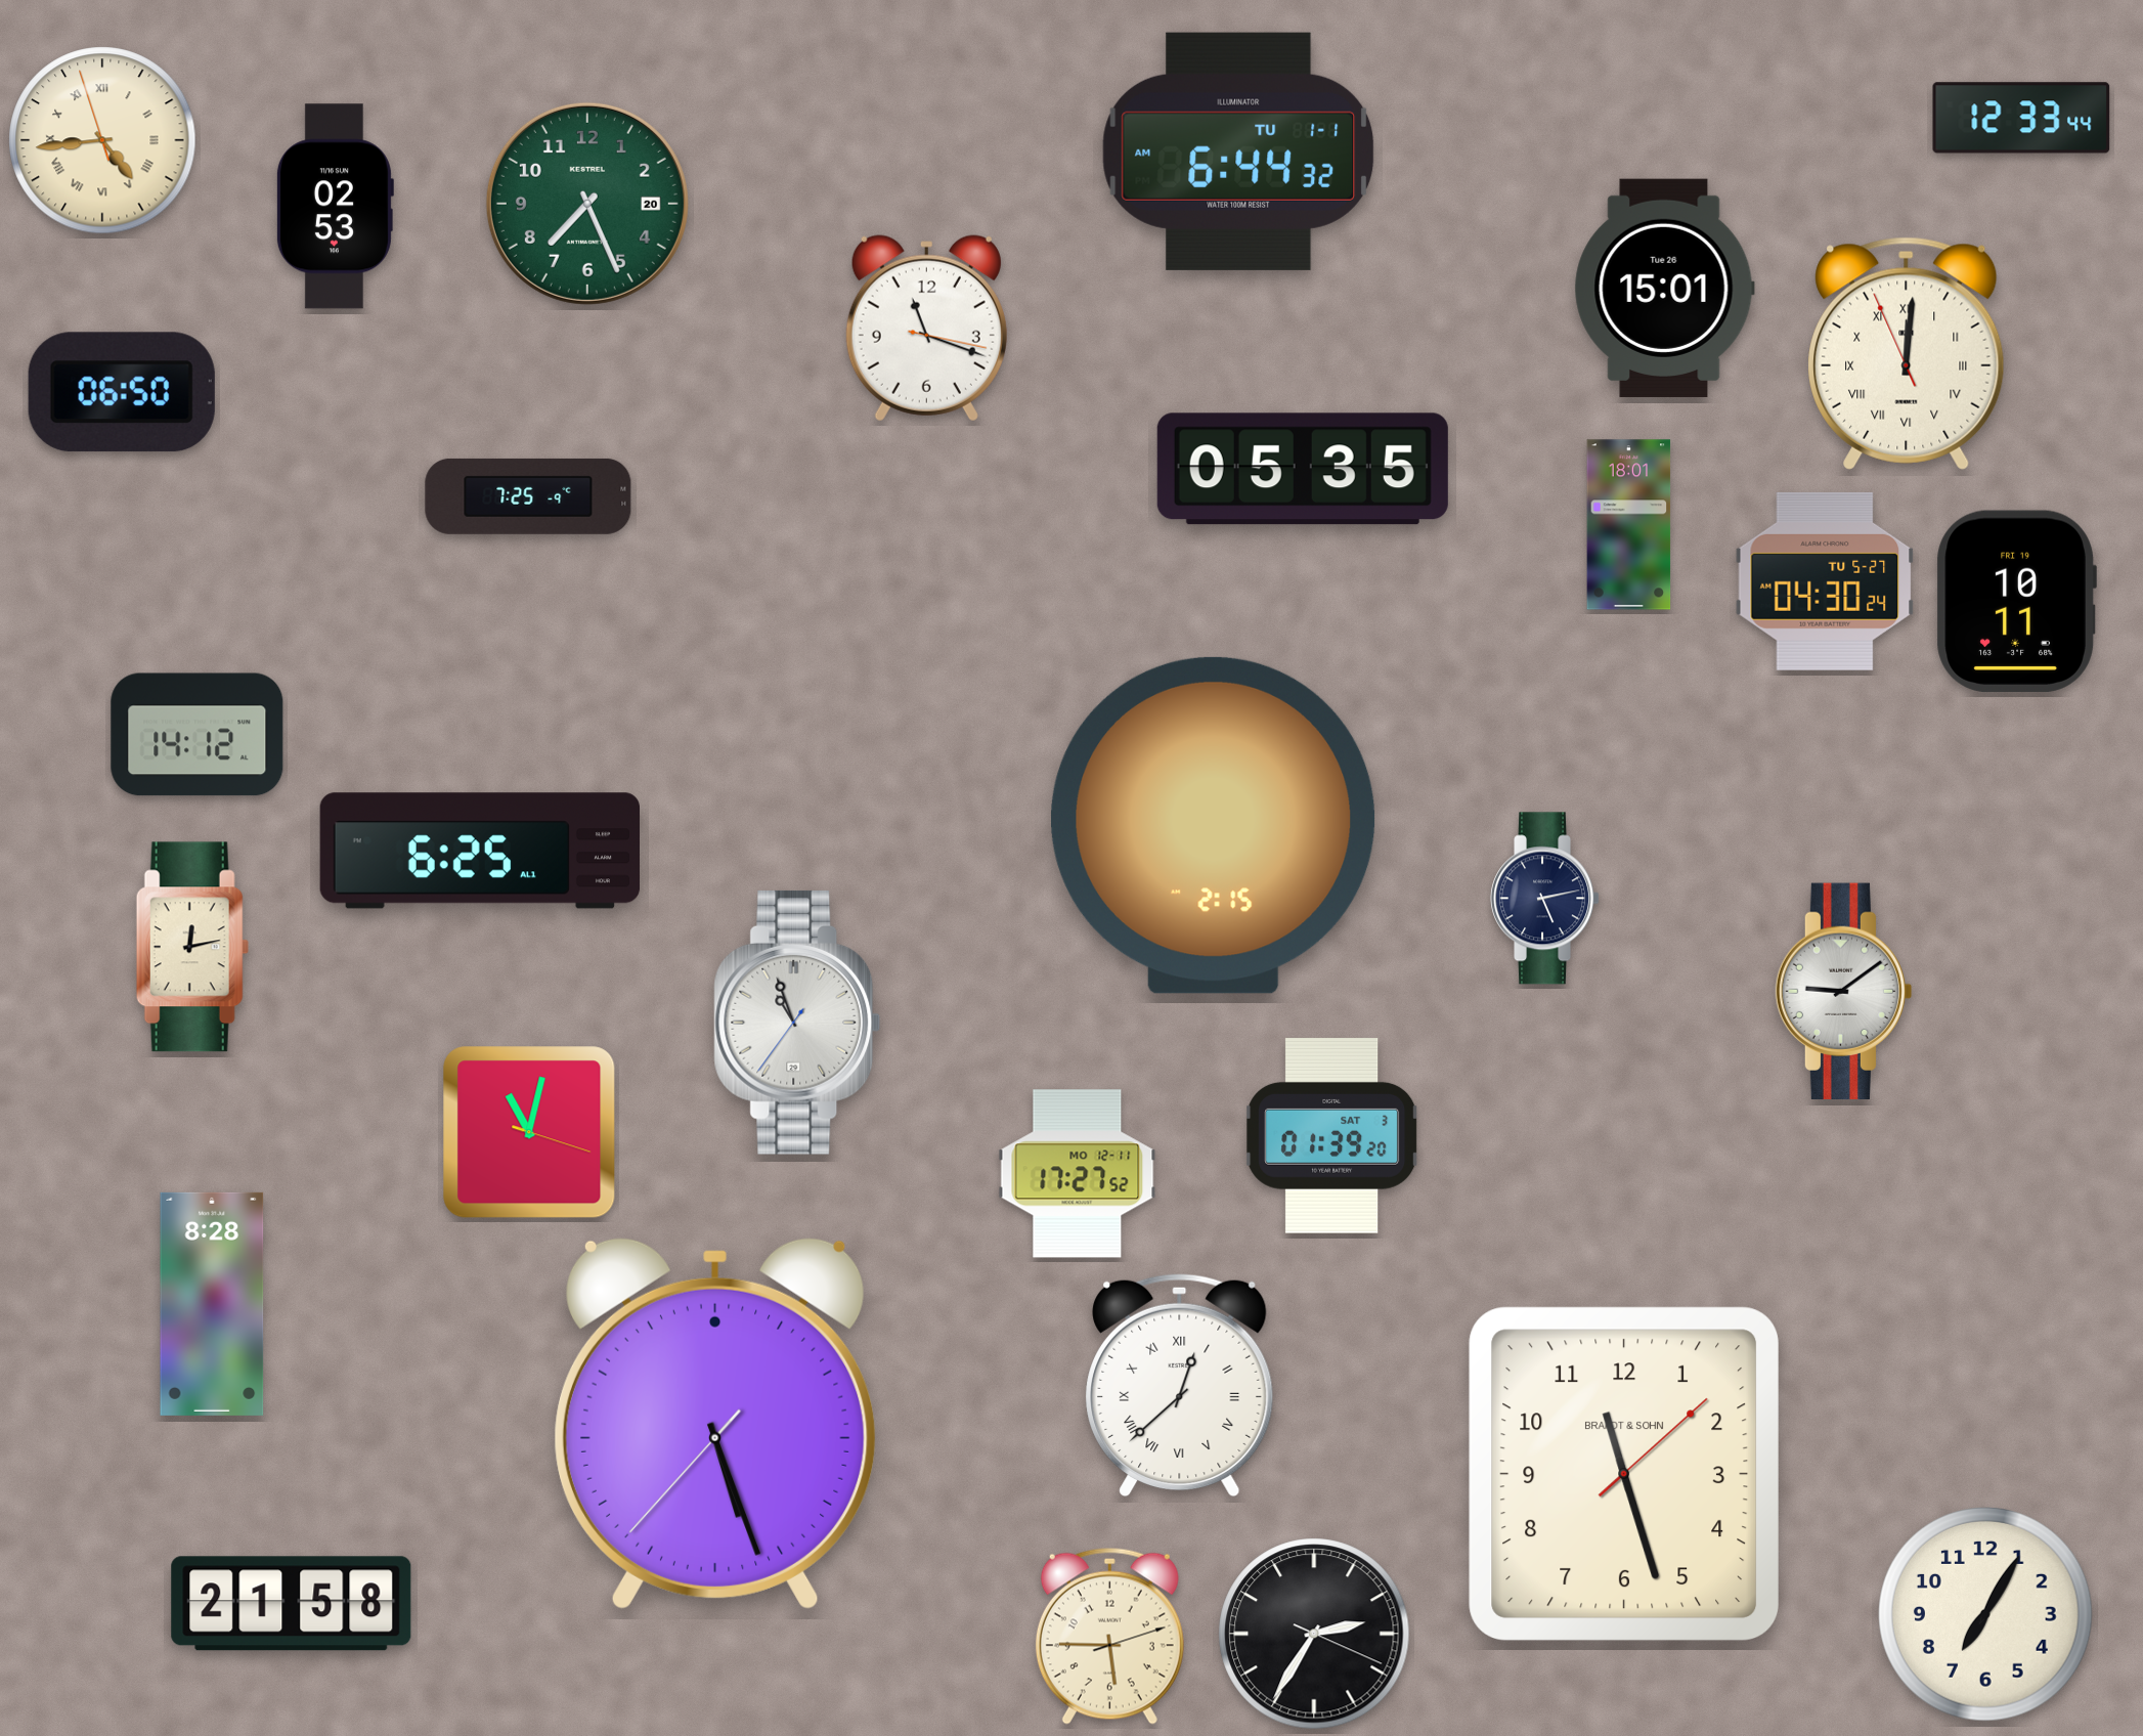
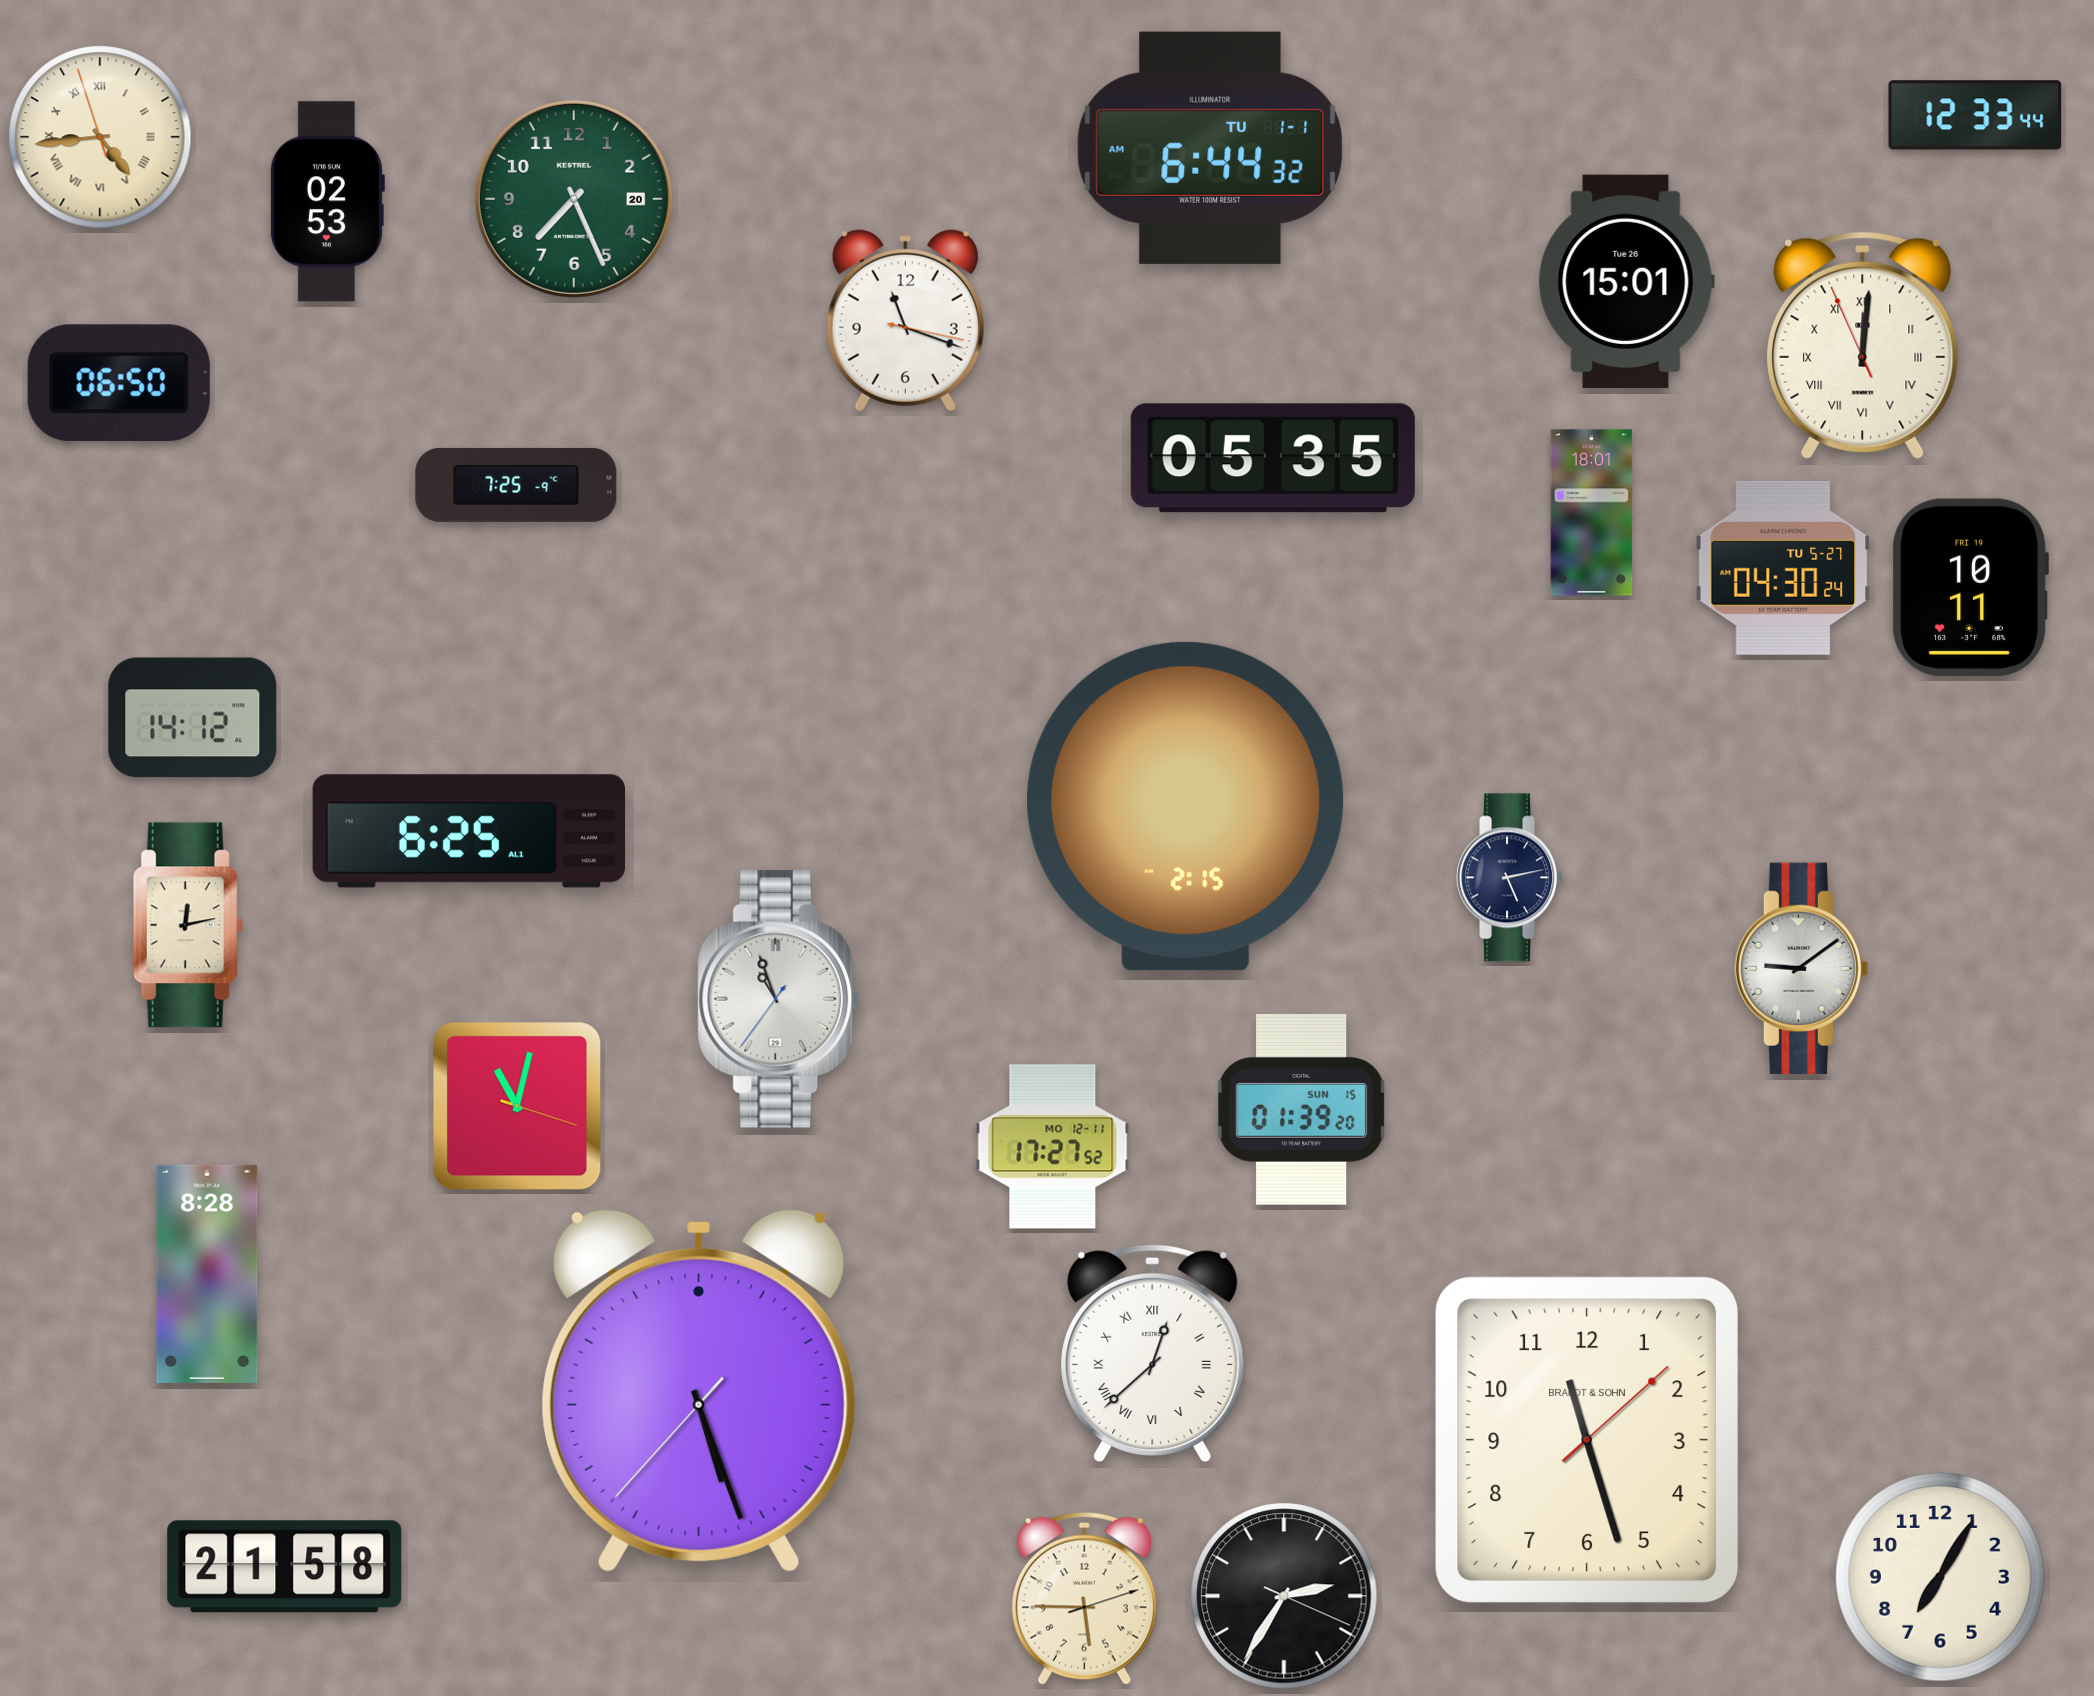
clock at (1332, 1135) date: SAT 3 -> SUN 15
